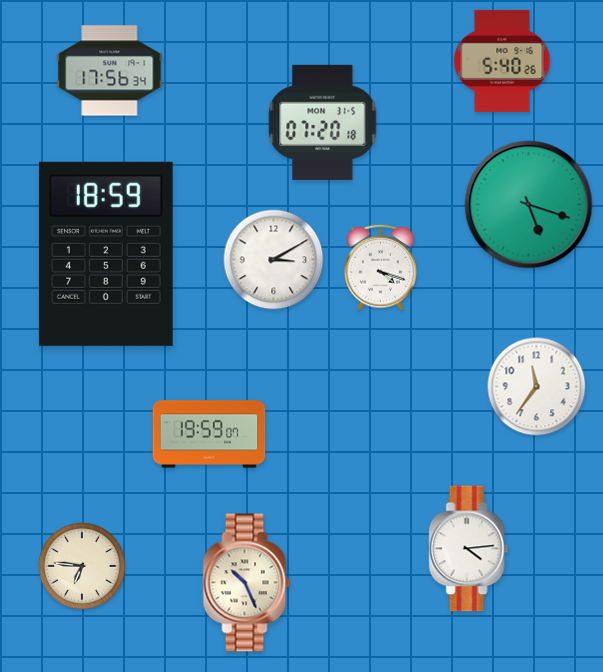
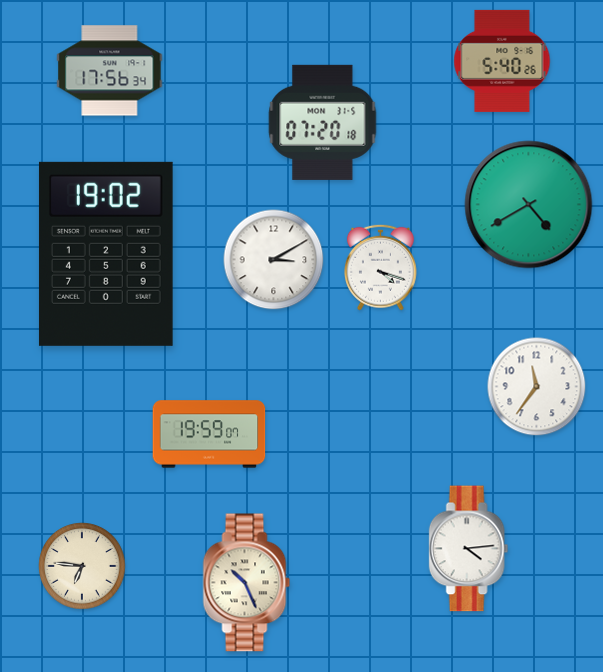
clock at (529, 205): 5:18 -> 4:40
clock at (106, 254): 18:59 -> 19:02
